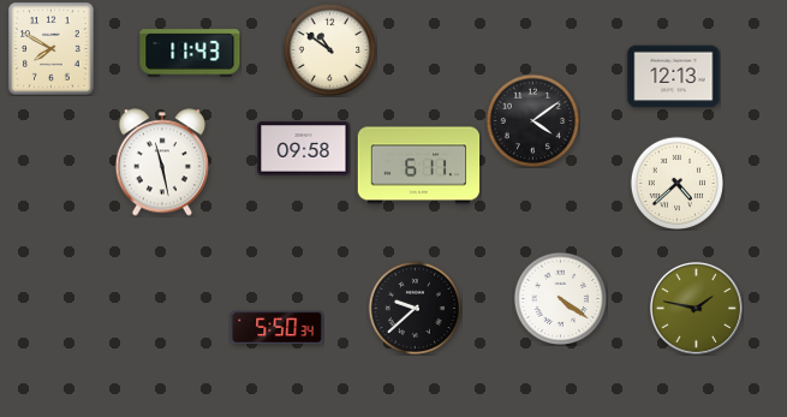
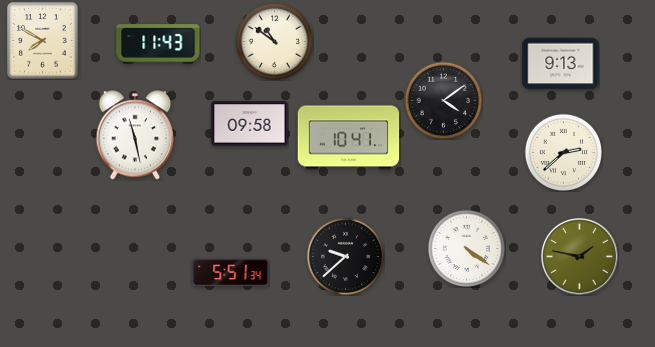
clock at (674, 77): 12:13 -> 9:13
clock at (304, 149) position: (304, 149) -> (250, 124)
clock at (419, 166): 6:11 -> 10:41
clock at (676, 183): 4:38 -> 2:38
clock at (278, 328): 5:50 -> 5:51
